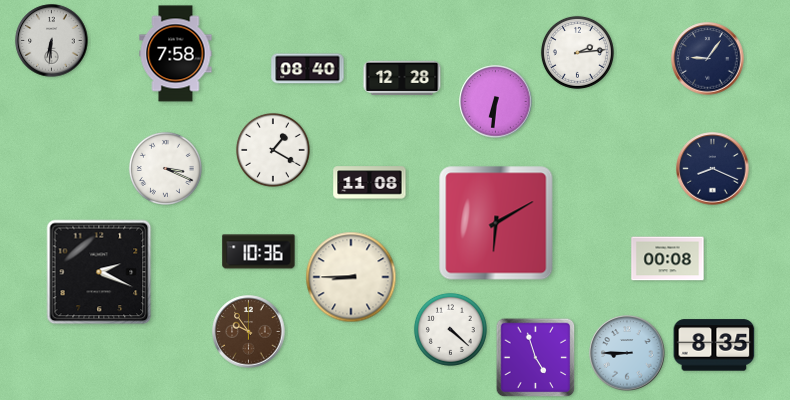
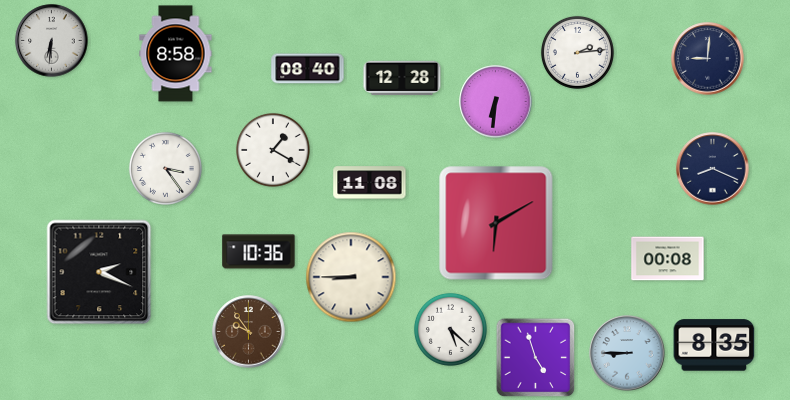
clock at (176, 54): 7:58 -> 8:58
clock at (708, 59): 9:06 -> 9:01
clock at (165, 168): 3:19 -> 3:24
clock at (450, 329): 4:22 -> 5:22
